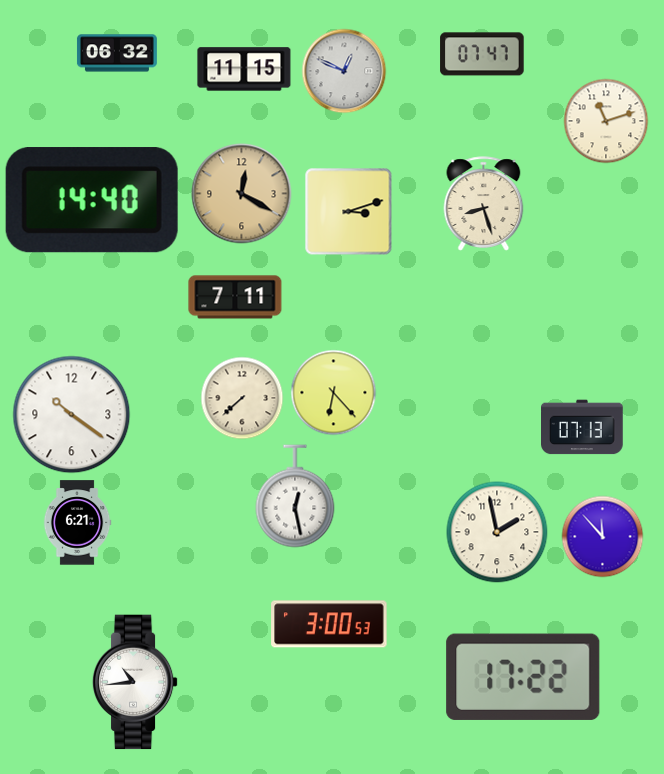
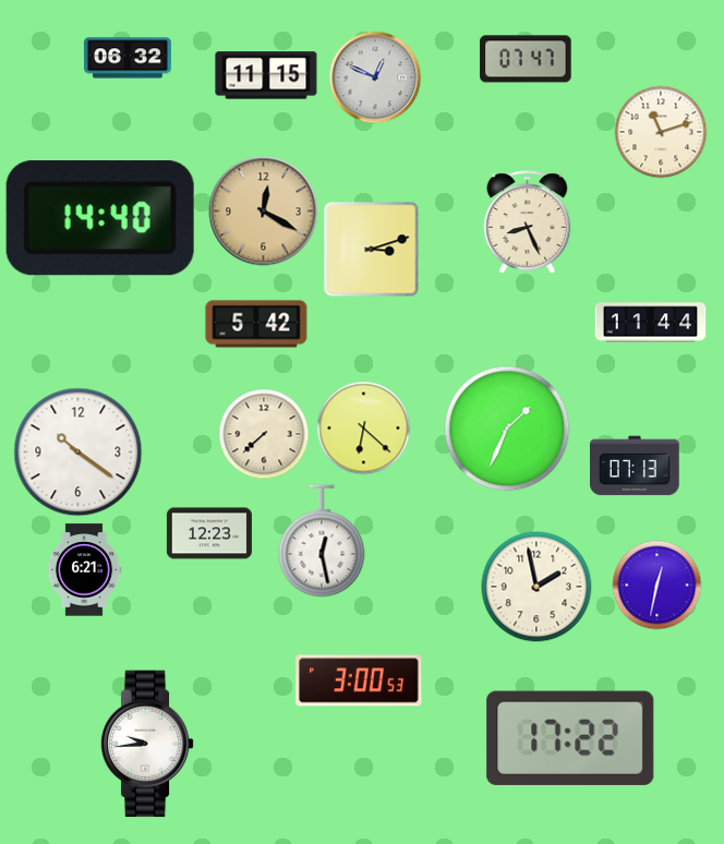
clock at (484, 204): 8:27 -> 8:26
clock at (349, 212) position: (349, 212) -> (372, 250)
clock at (651, 323): none -> 11:44
clock at (235, 297): 7:11 -> 5:42
clock at (334, 393): 6:23 -> 6:22
clock at (507, 429): none -> 1:34
clock at (209, 533): none -> 12:23
clock at (497, 532) position: (497, 532) -> (536, 587)
clock at (603, 537): 11:53 -> 12:32
clock at (135, 682): 10:44 -> 9:44
